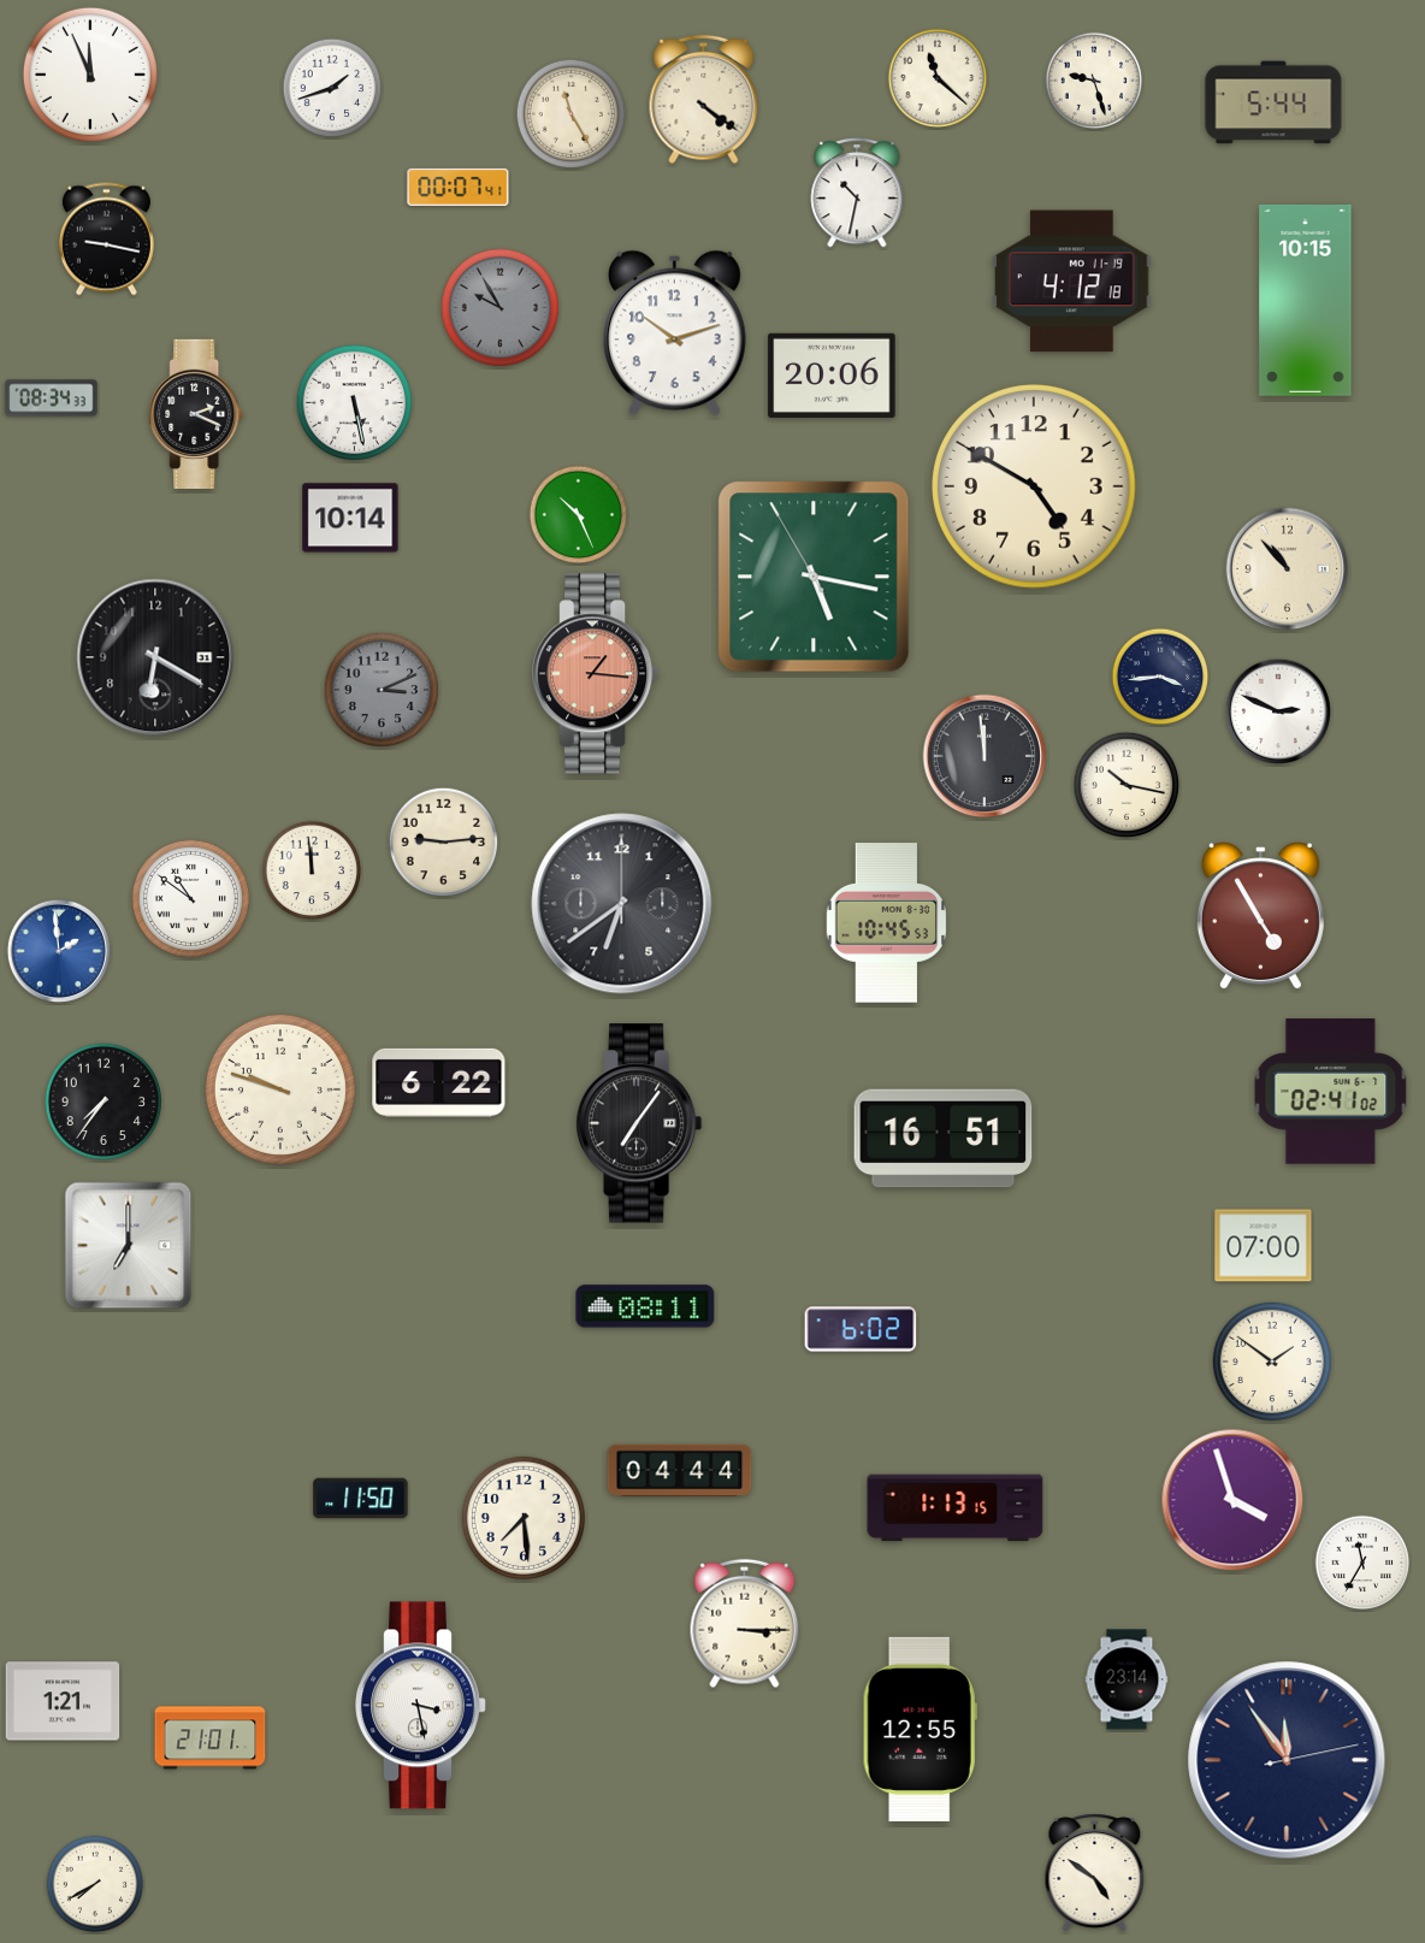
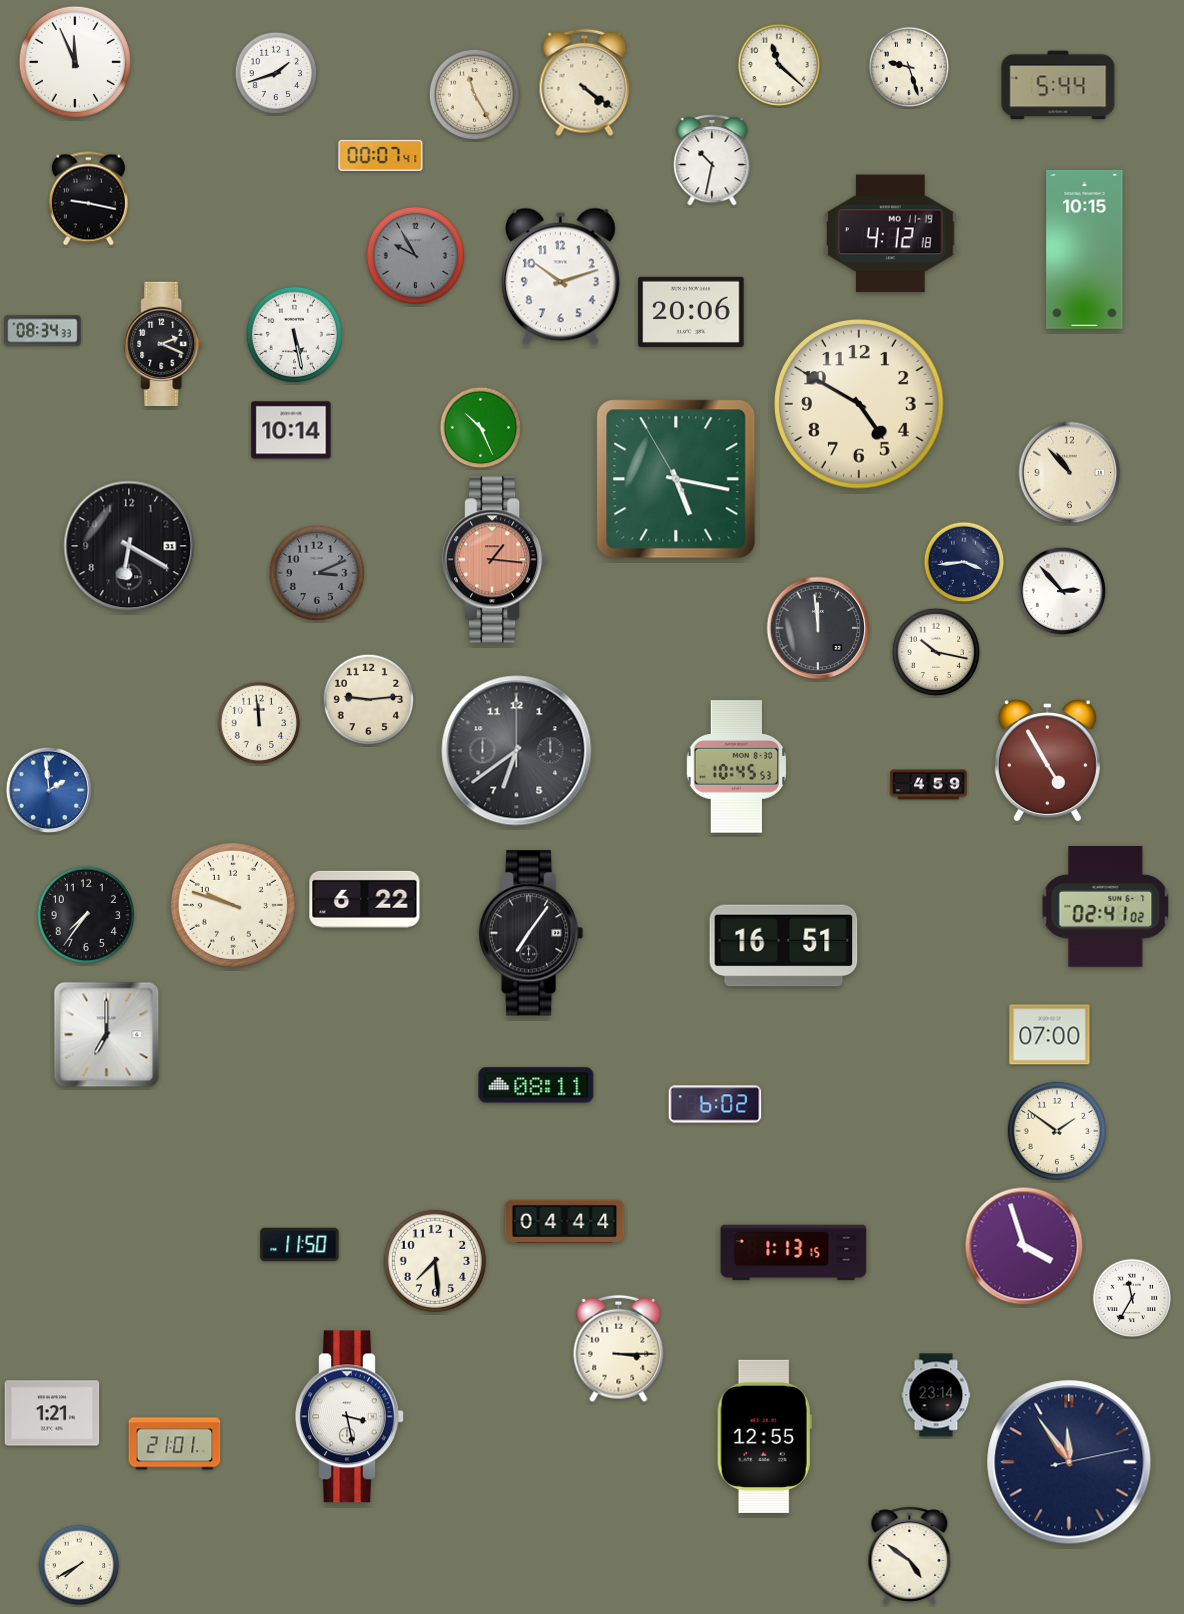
clock at (1277, 710): 2:49 -> 2:53
clock at (190, 898): 10:51 -> none
clock at (929, 785): none -> 4:59
